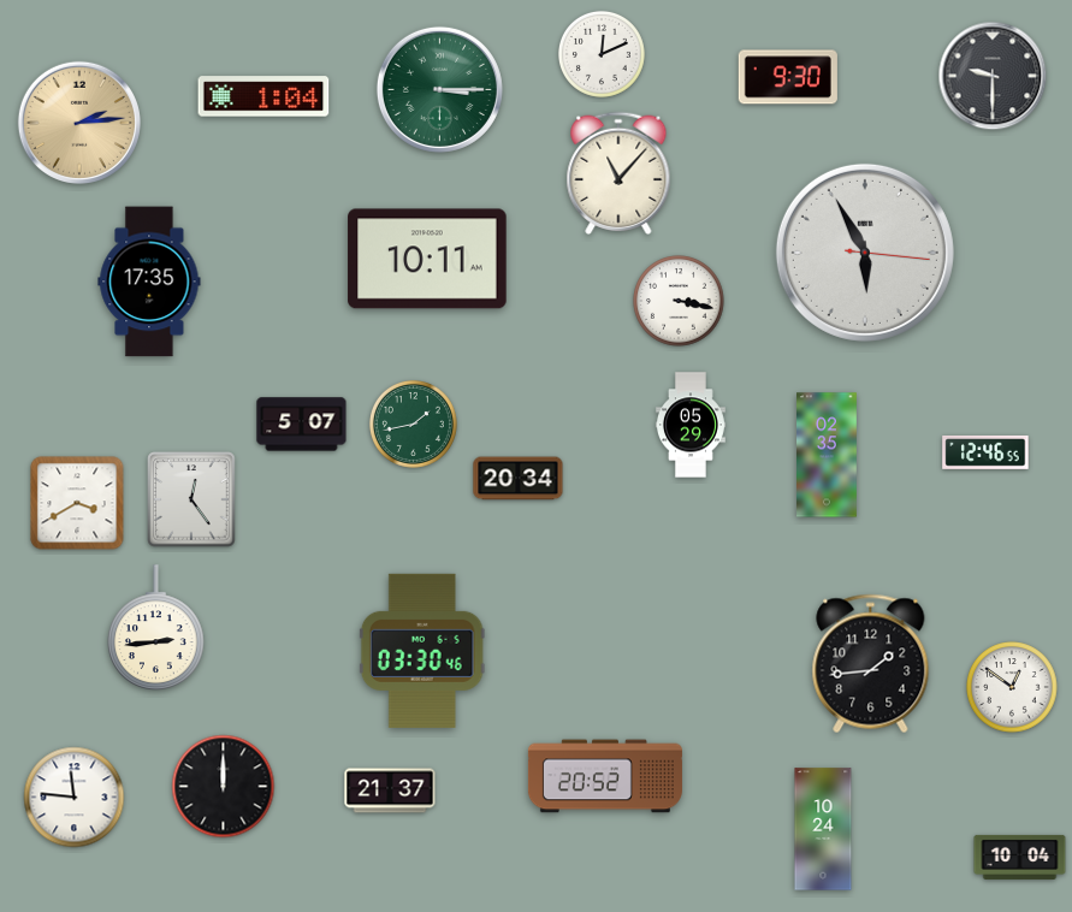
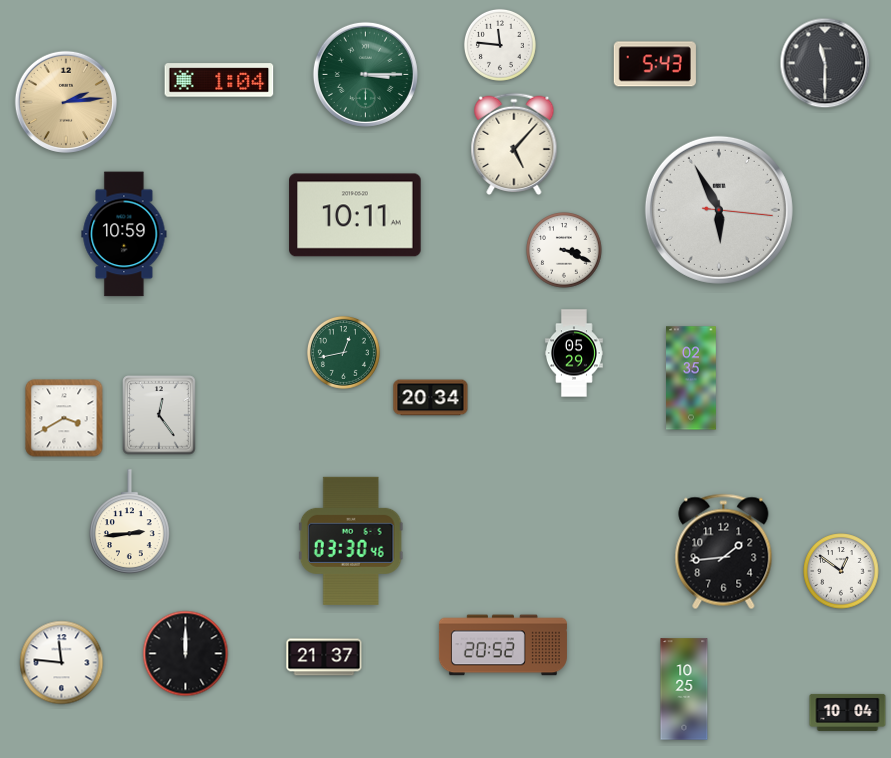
clock at (602, 54): 12:11 -> 11:46
clock at (993, 76): 9:30 -> 11:30
clock at (788, 77): 9:30 -> 5:43
clock at (618, 172): 11:07 -> 5:07
clock at (149, 282): 17:35 -> 10:59
clock at (679, 301): 3:17 -> 3:19
clock at (413, 424): 1:43 -> 12:43
clock at (302, 425): 5:07 -> none
clock at (985, 452): 12:46 -> none
clock at (828, 455) position: (828, 455) -> (692, 378)
clock at (823, 829): 10:24 -> 10:25
